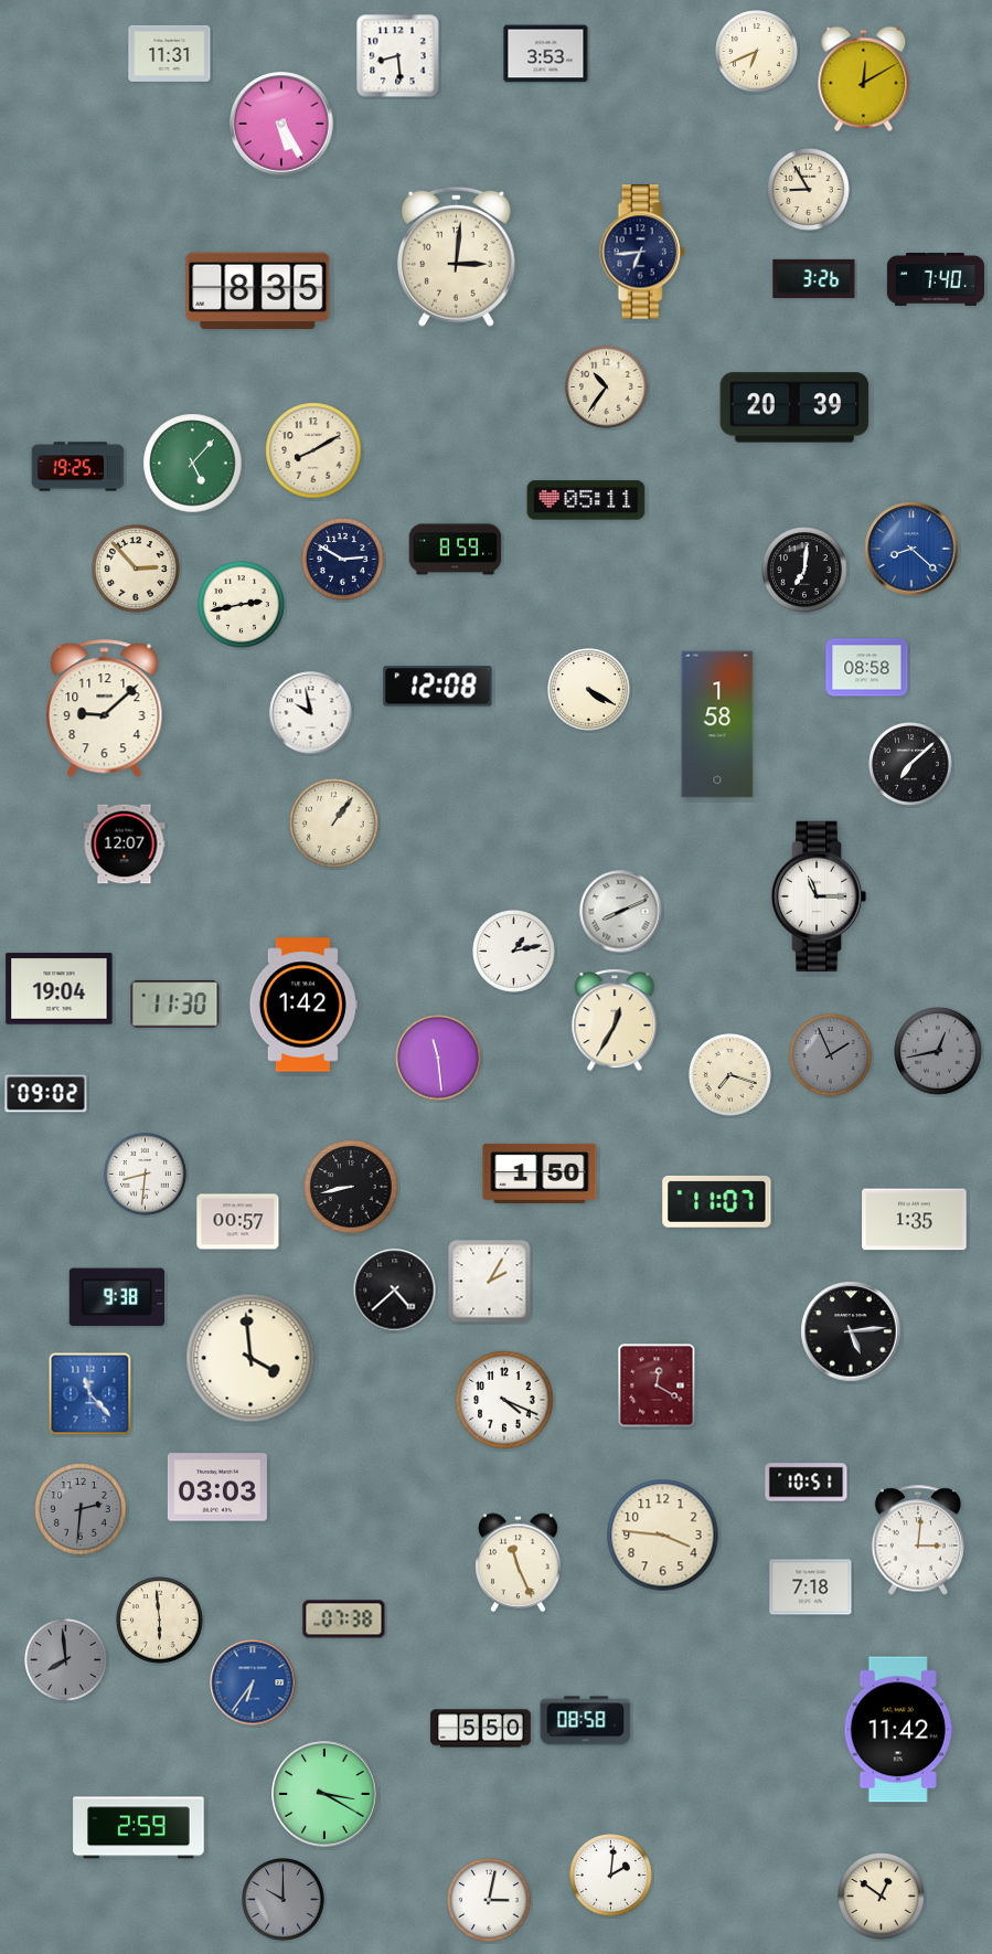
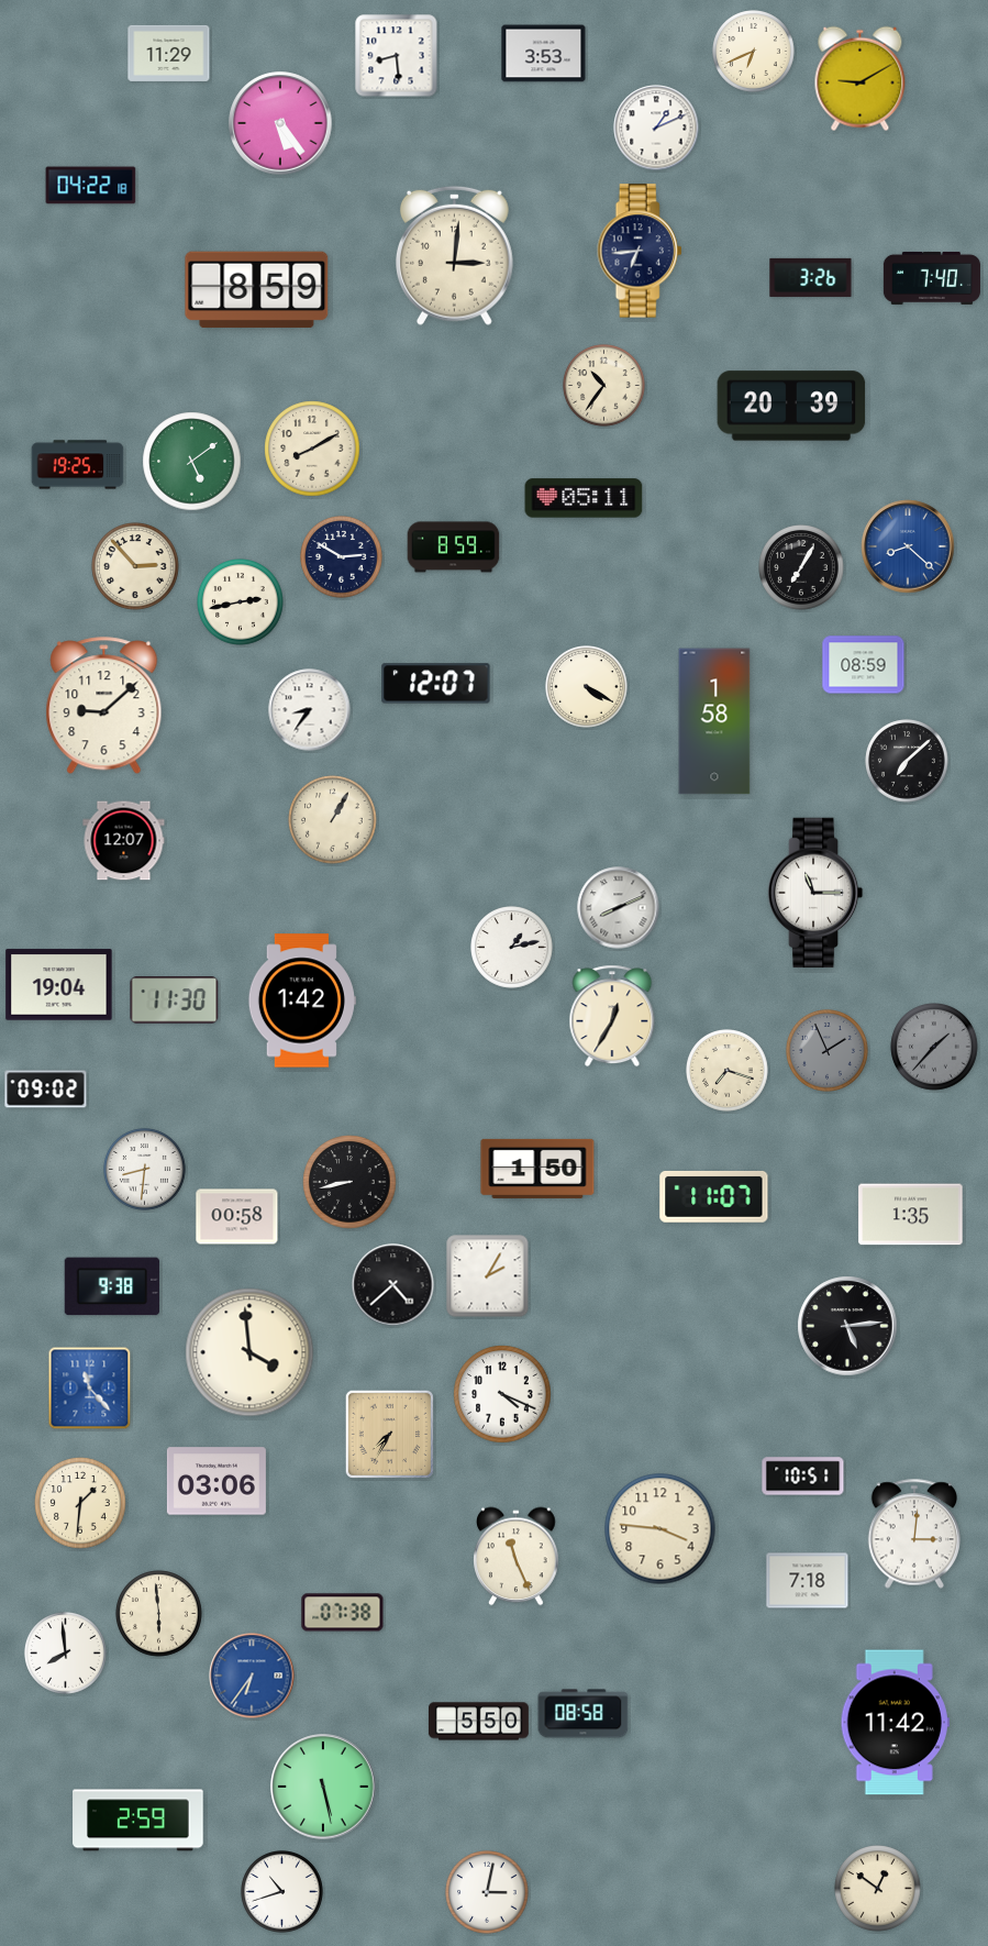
clock at (170, 53): 11:31 -> 11:29
clock at (864, 79): 12:10 -> 9:10
clock at (281, 124): 5:25 -> 5:24
clock at (656, 128): none -> 1:11
clock at (91, 186): none -> 04:22
clock at (809, 190): 8:55 -> none
clock at (258, 291): 8:35 -> 8:59
clock at (193, 464): 5:07 -> 5:09
clock at (804, 570): 7:01 -> 7:05
clock at (867, 668): 08:58 -> 08:59
clock at (438, 687): 12:08 -> 12:07
clock at (311, 713): 9:58 -> 8:36
clock at (334, 824): 1:06 -> 1:05
clock at (938, 1051): 12:43 -> 1:37
clock at (438, 1058): 11:29 -> none
clock at (238, 1222): 00:57 -> 00:58
clock at (116, 1297) position: (116, 1297) -> (111, 1286)
clock at (657, 1385): 12:20 -> none
clock at (389, 1434): none -> 7:35
clock at (217, 1487): 03:03 -> 03:06
clock at (81, 1509): 2:31 -> 1:31
clock at (81, 1509) dial: grey -> cream
clock at (66, 1660) dial: grey -> white
clock at (324, 1794): 3:20 -> 5:28
clock at (611, 1876): 2:01 -> none
clock at (284, 1900): 10:00 -> 10:42
clock at (284, 1900) dial: grey -> white
